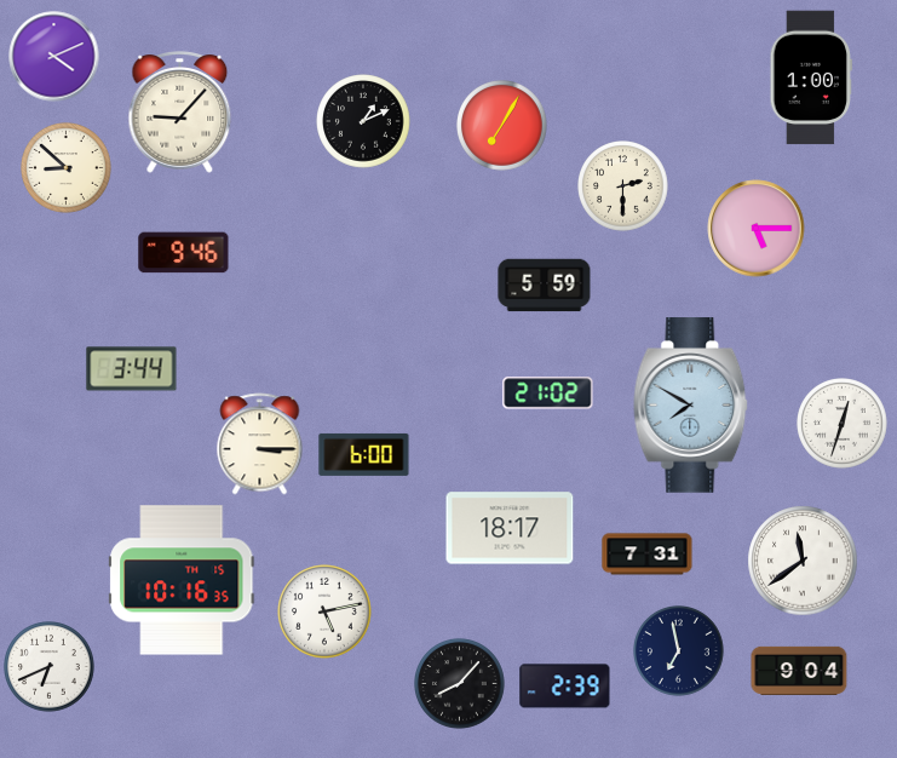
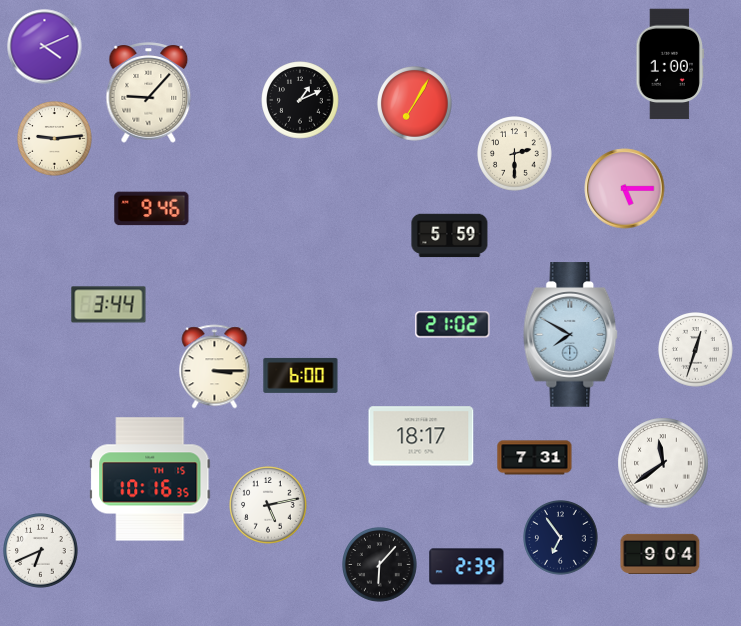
clock at (67, 168): 8:52 -> 9:14
clock at (679, 651): 6:58 -> 6:54
clock at (460, 684): 8:07 -> 6:07
